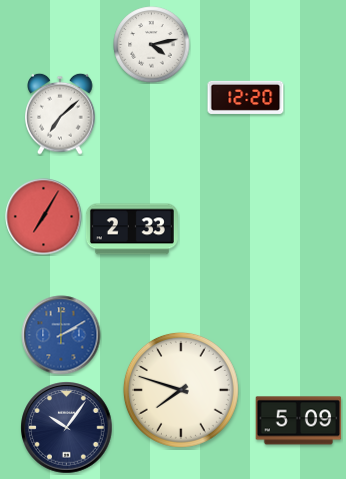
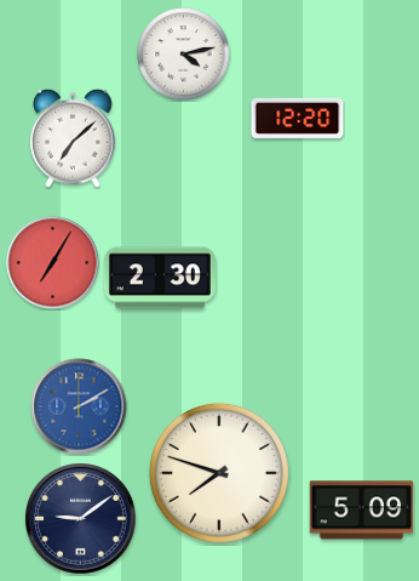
clock at (132, 229): 2:33 -> 2:30
clock at (61, 335) position: (61, 335) -> (79, 406)
clock at (67, 428): 10:06 -> 9:09
